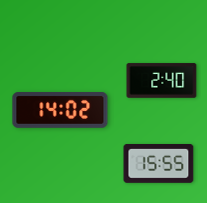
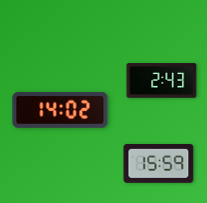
clock at (162, 81): 2:40 -> 2:43
clock at (159, 164): 15:55 -> 15:59
